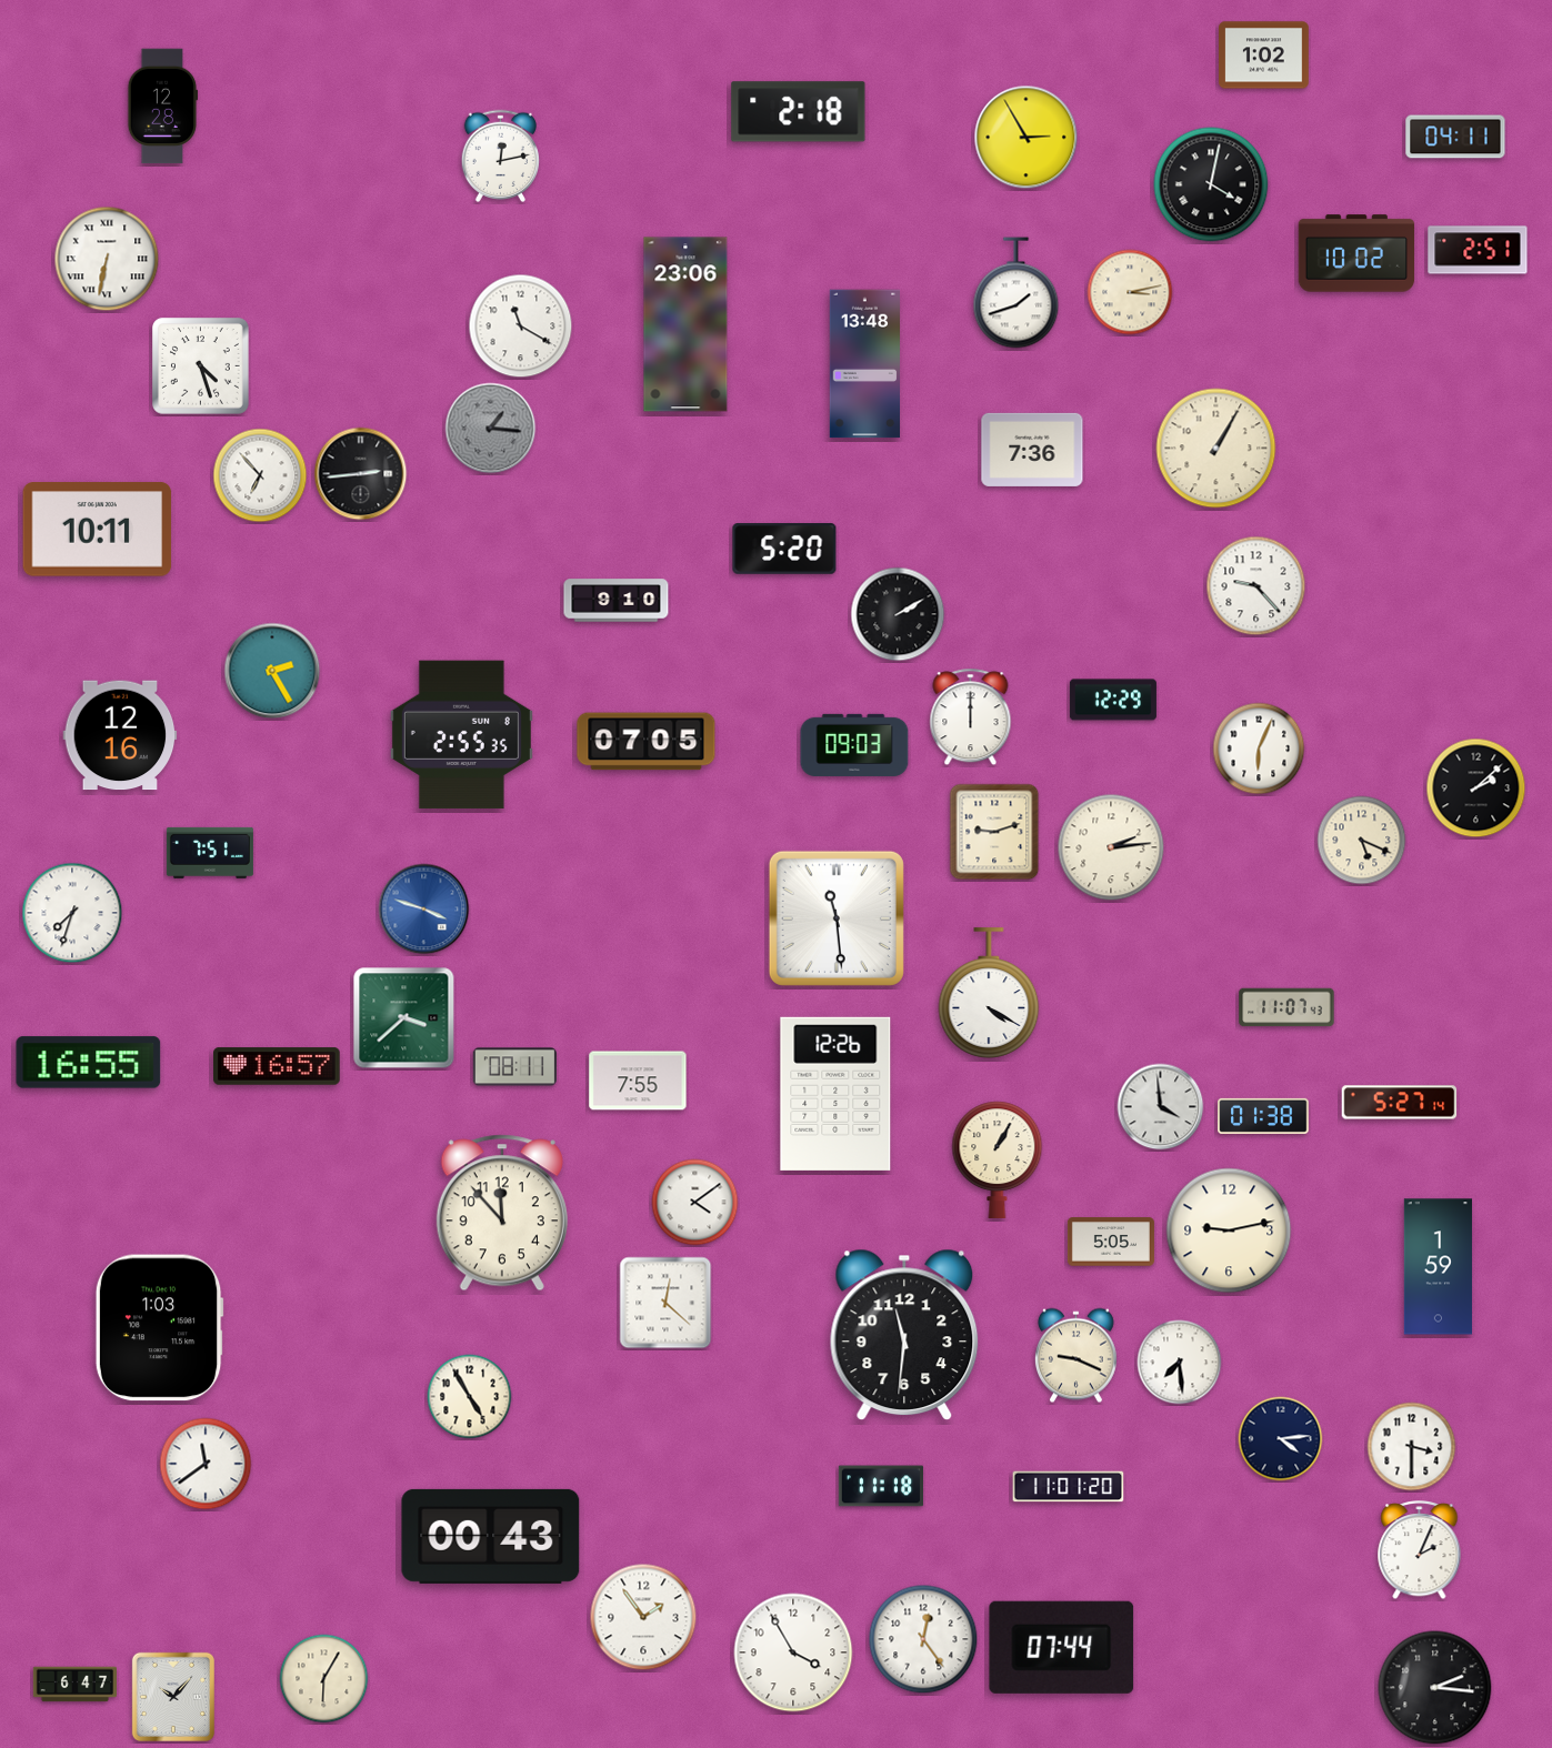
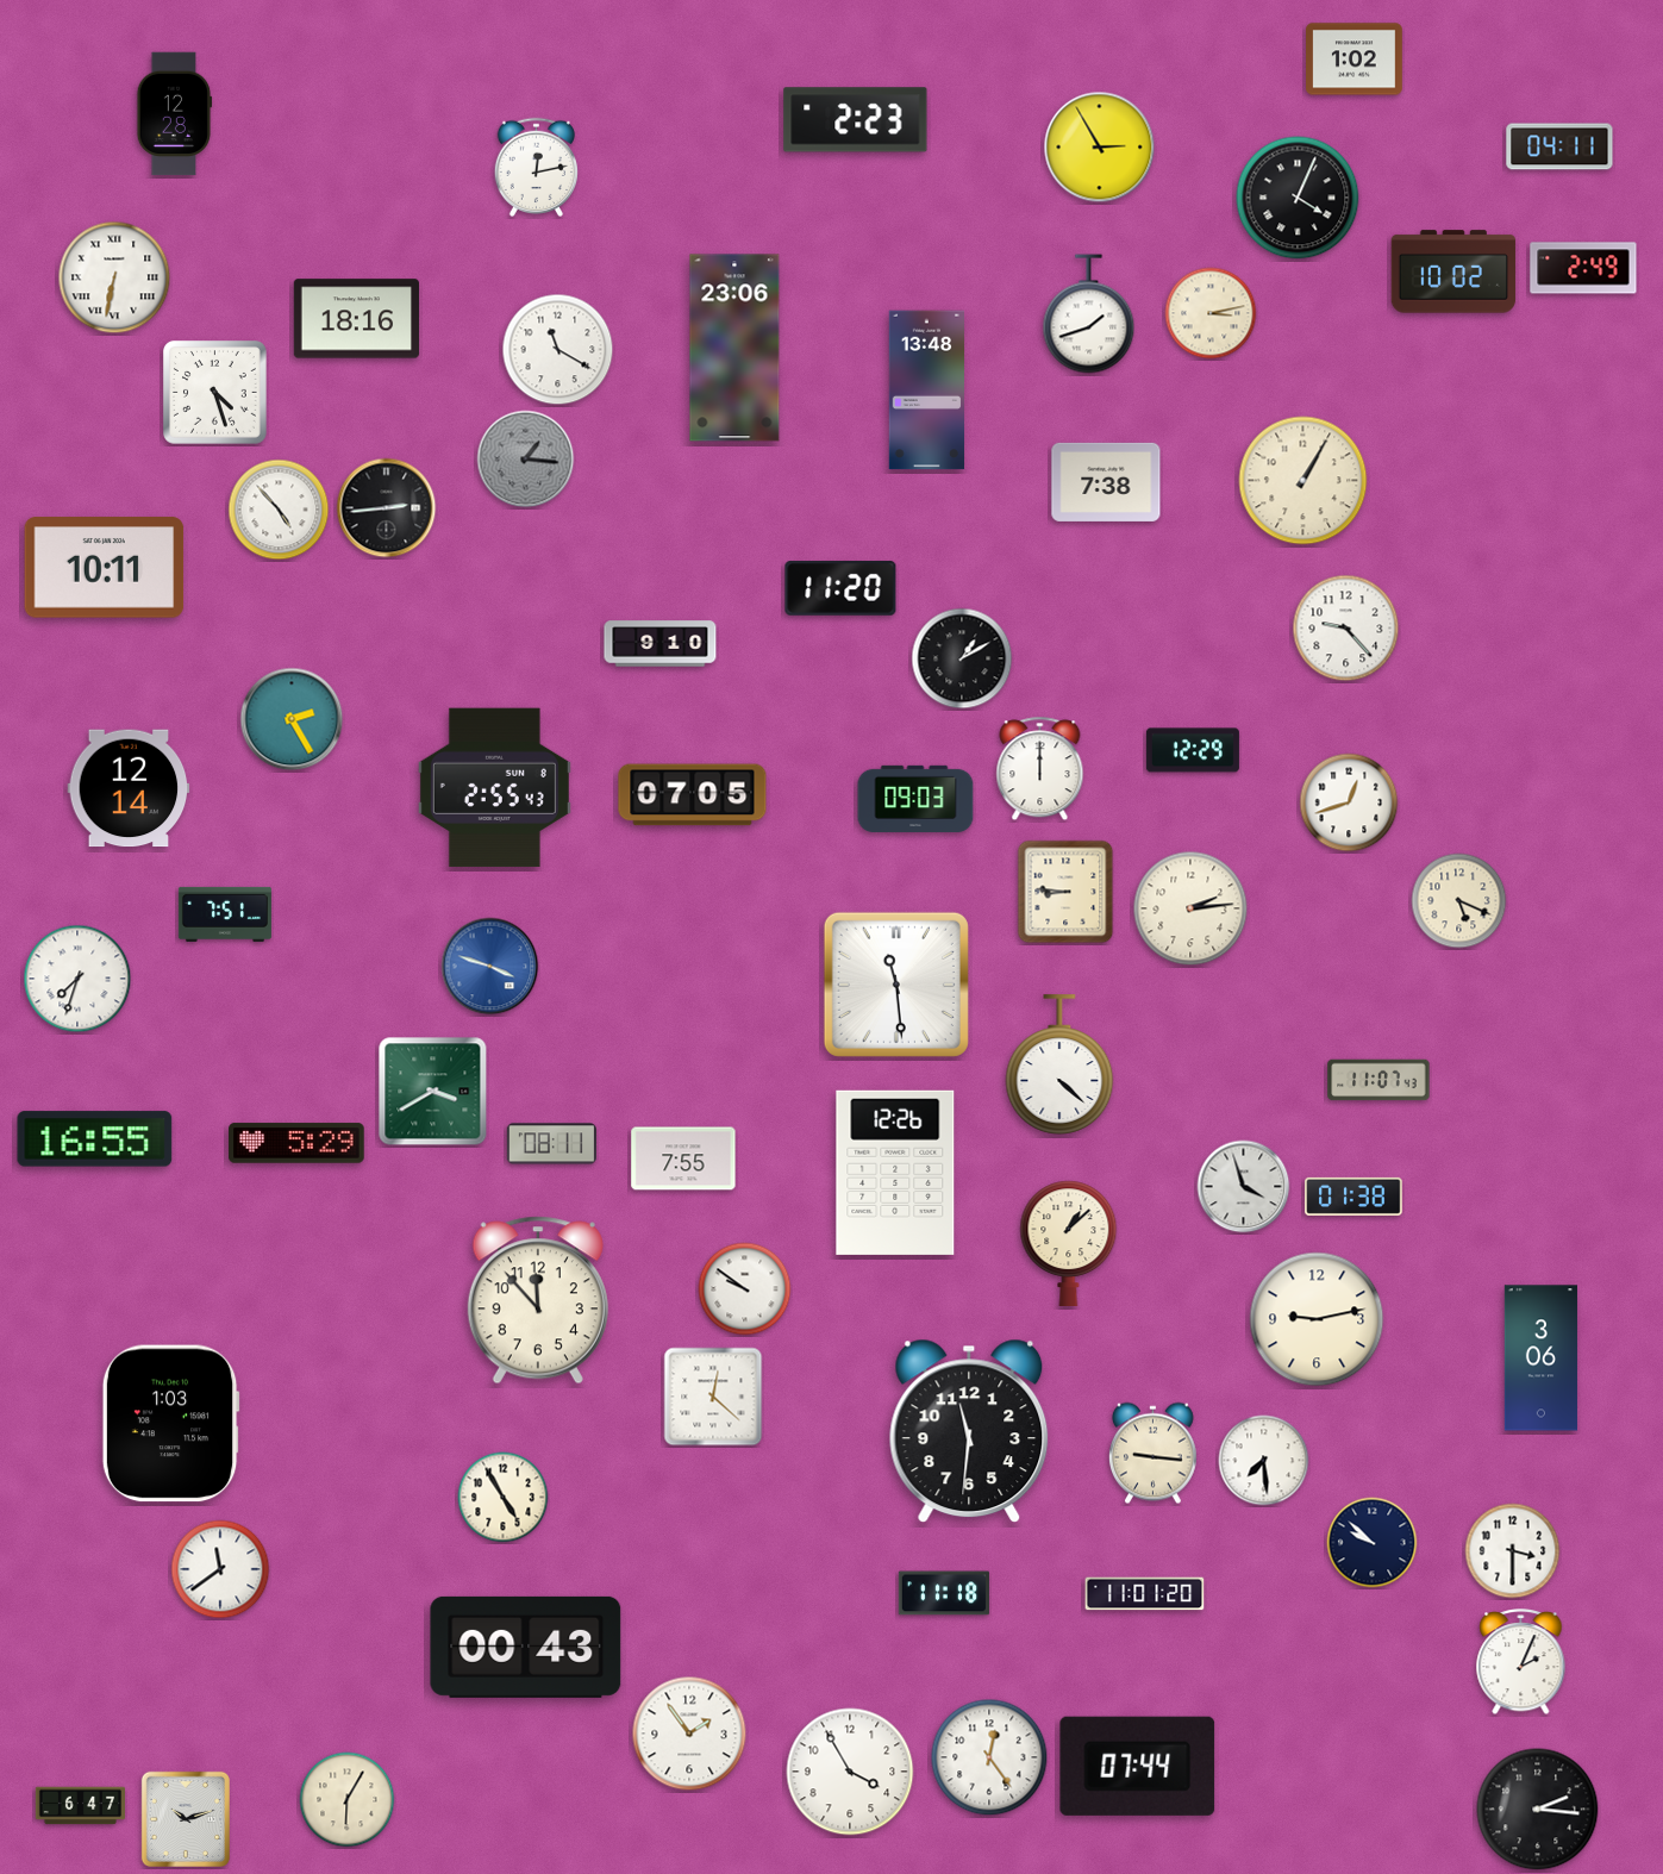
clock at (799, 112): 2:18 -> 2:23
clock at (1211, 184): 4:02 -> 4:04
clock at (1478, 250): 2:51 -> 2:49
clock at (356, 319): none -> 18:16
clock at (1032, 450): 7:36 -> 7:38
clock at (260, 475): 6:53 -> 4:53
clock at (784, 549): 5:20 -> 11:20
clock at (898, 614): 2:10 -> 1:10
clock at (120, 735): 12:16 -> 12:14
clock at (461, 735): 2:55:35 -> 2:55:43
clock at (1259, 749): 6:04 -> 12:42
clock at (1476, 788): 2:08 -> none
clock at (994, 832): 9:12 -> 8:46
clock at (424, 910) position: (424, 910) -> (490, 967)
clock at (989, 993): 4:20 -> 4:22
clock at (404, 1018): 3:38 -> 3:40
clock at (277, 1066): 16:57 -> 5:29
clock at (1400, 1103): 5:27 -> none
clock at (1161, 1107): 3:59 -> 3:57
clock at (998, 1159): 1:05 -> 1:08
clock at (695, 1203): 4:09 -> 9:51
clock at (1111, 1242): 5:05 -> none
clock at (1438, 1267): 1:59 -> 3:06
clock at (1077, 1356): 9:19 -> 9:16
clock at (1281, 1439): 4:14 -> 9:52
clock at (172, 1696): 10:07 -> 10:12
